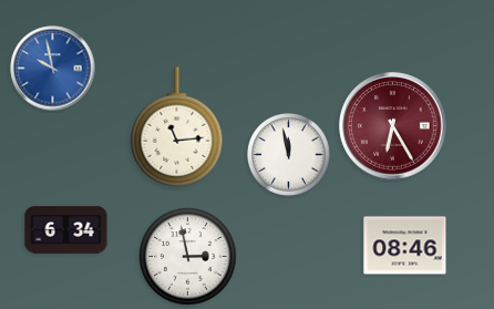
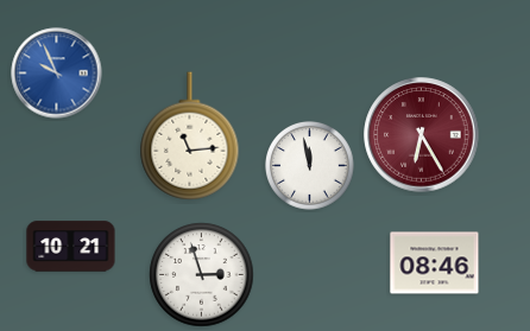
clock at (53, 69): 9:58 -> 9:56
clock at (66, 230): 6:34 -> 10:21
clock at (188, 257): 2:58 -> 2:57
